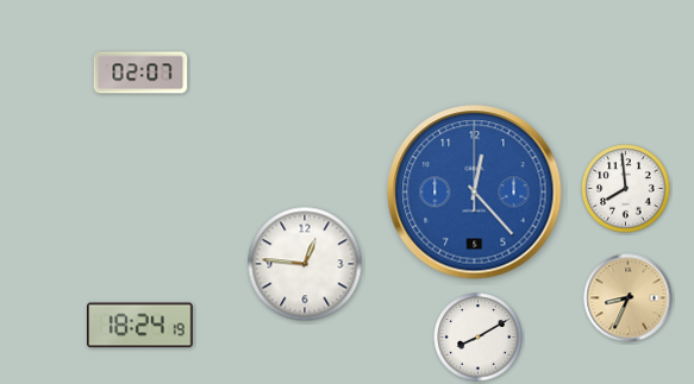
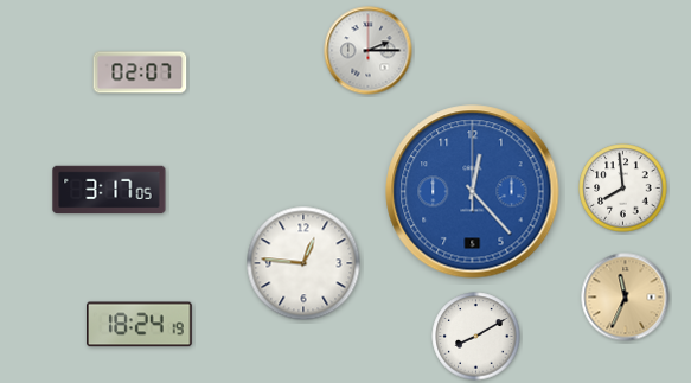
clock at (369, 51): none -> 2:15
clock at (109, 190): none -> 3:17
clock at (629, 298): 8:34 -> 11:34
